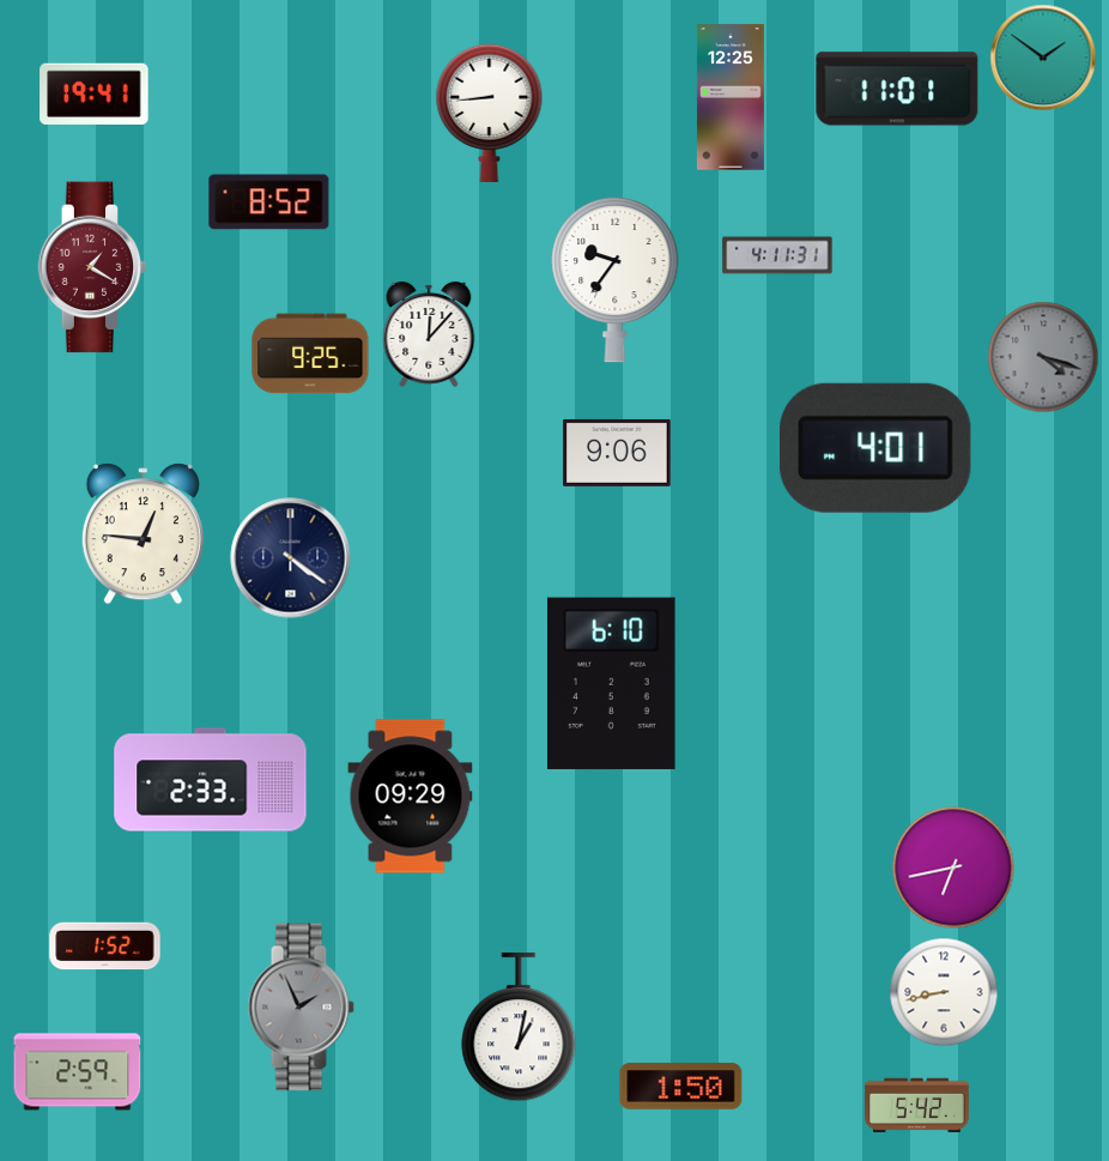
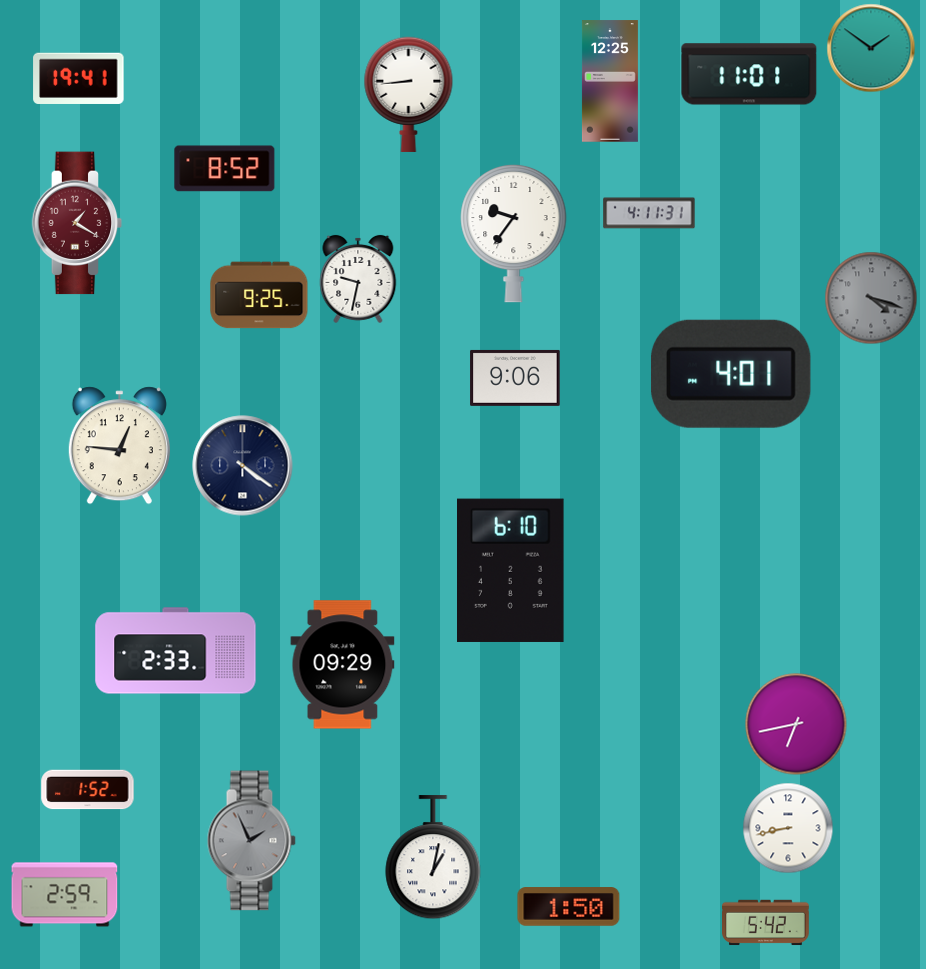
clock at (429, 334): 12:07 -> 9:32
